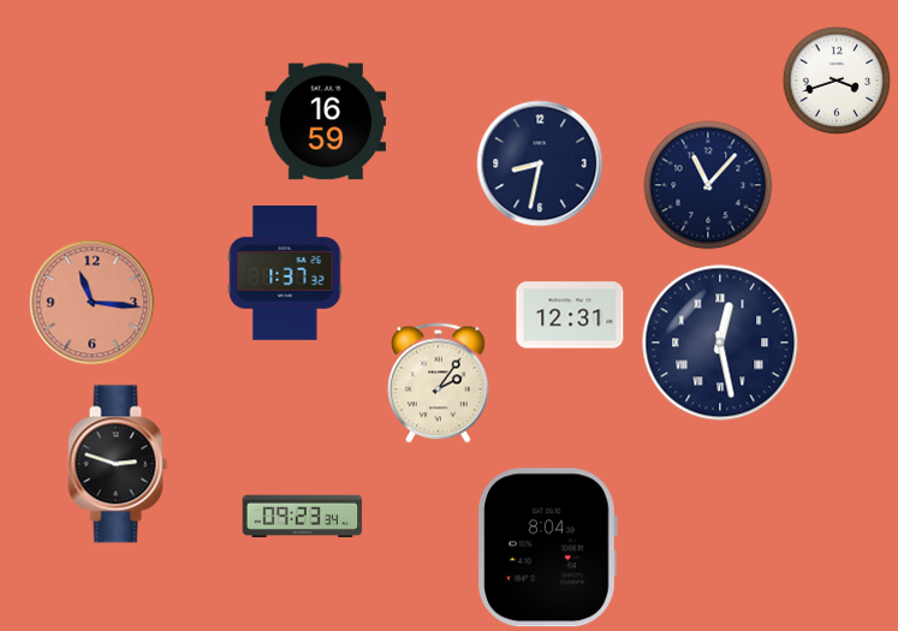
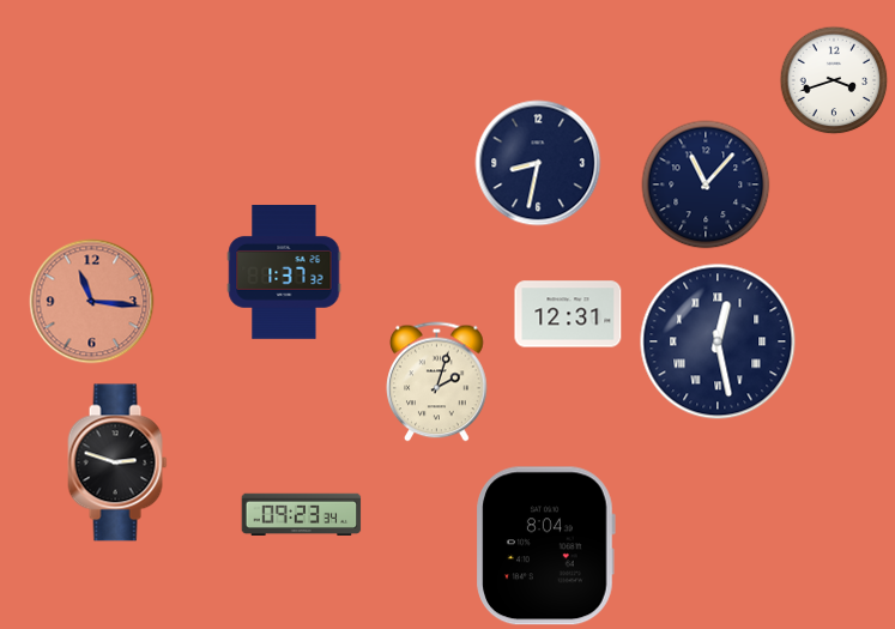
clock at (326, 121): 16:59 -> none
clock at (439, 383): 2:06 -> 2:03
